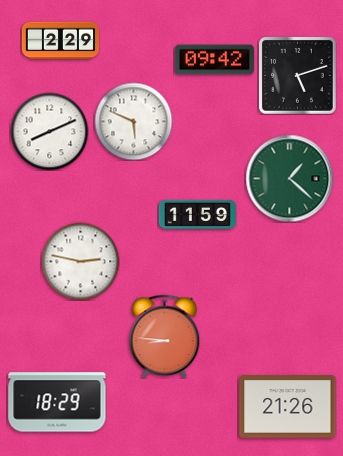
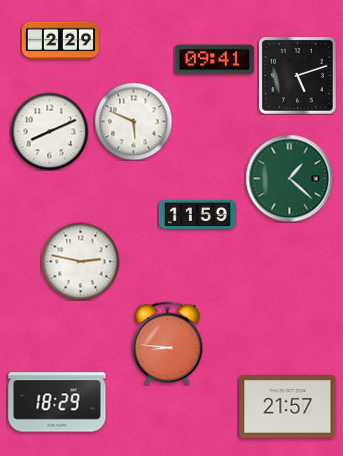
clock at (214, 60): 09:42 -> 09:41
clock at (165, 336) position: (165, 336) -> (168, 343)
clock at (288, 407): 21:26 -> 21:57
